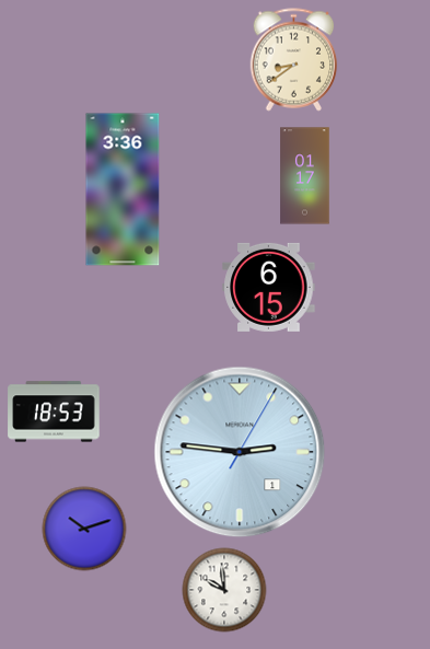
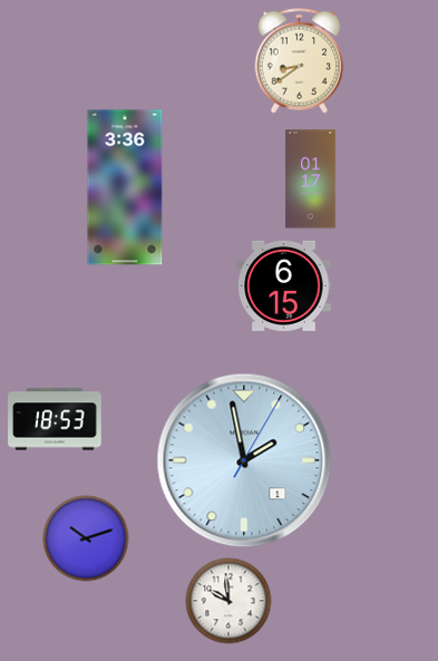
clock at (123, 189) position: (123, 189) -> (125, 187)
clock at (269, 287) position: (269, 287) -> (284, 285)
clock at (240, 452): 2:46 -> 1:58
